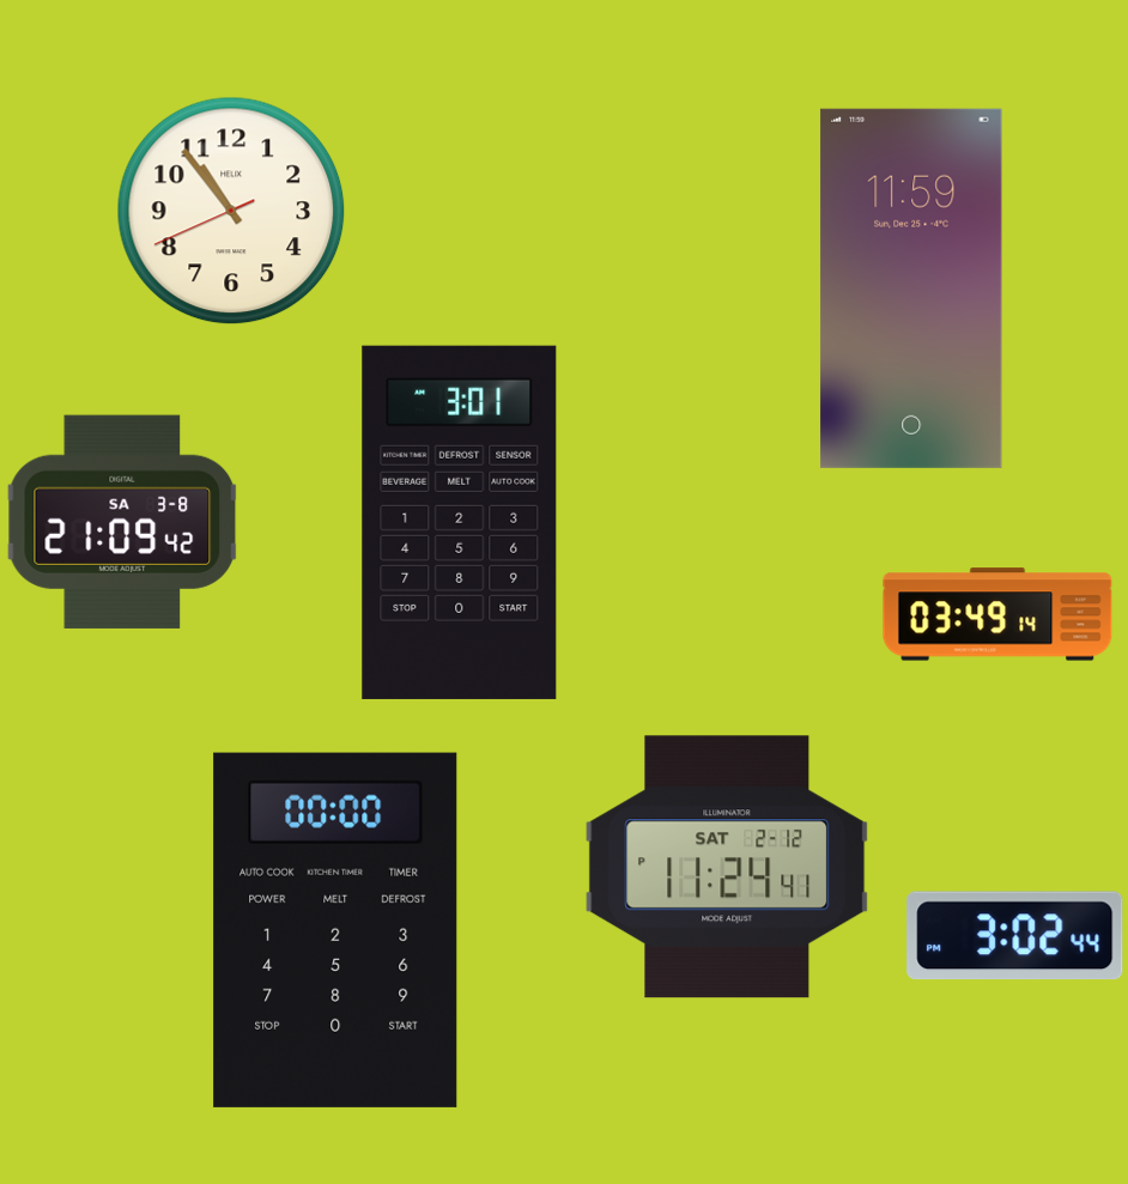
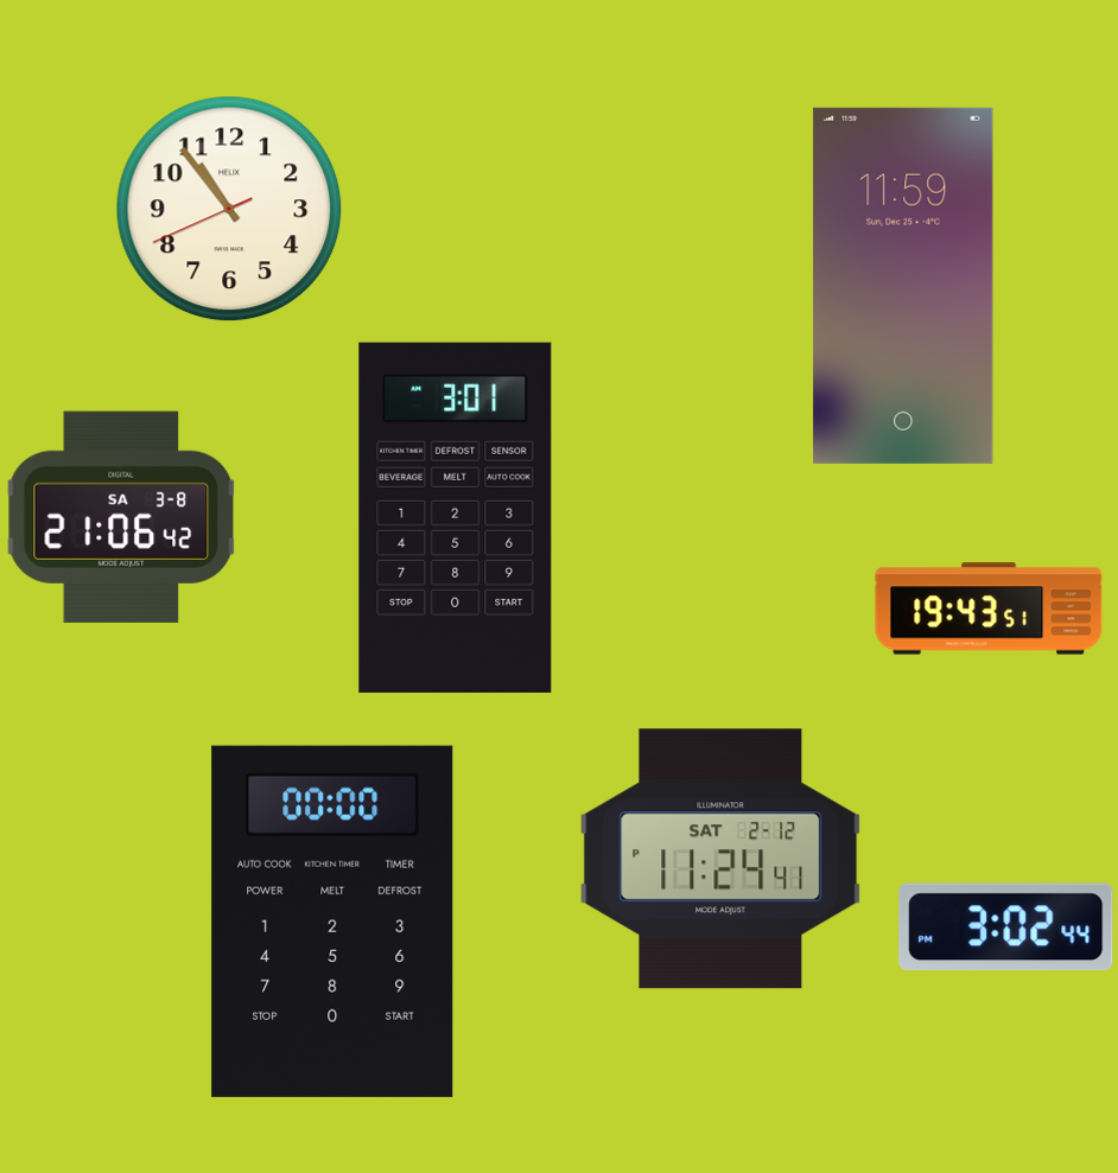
clock at (122, 522): 21:09 -> 21:06
clock at (997, 614): 03:49 -> 19:43
